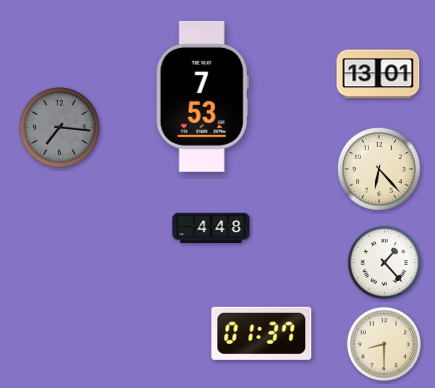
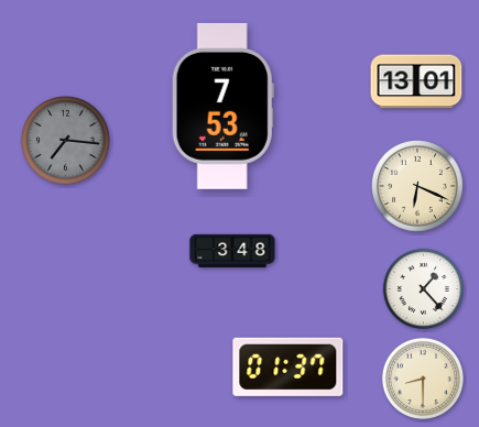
clock at (380, 170): 6:23 -> 6:19
clock at (211, 228): 4:48 -> 3:48
